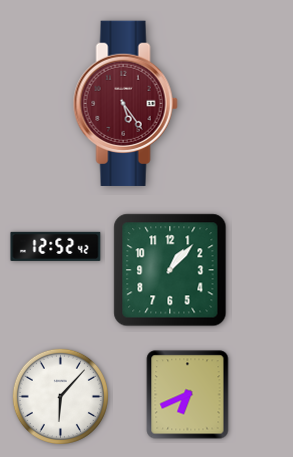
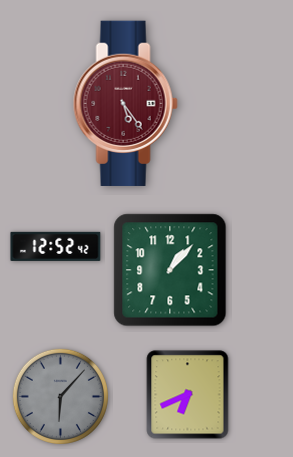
clock at (60, 396) dial: white -> grey
